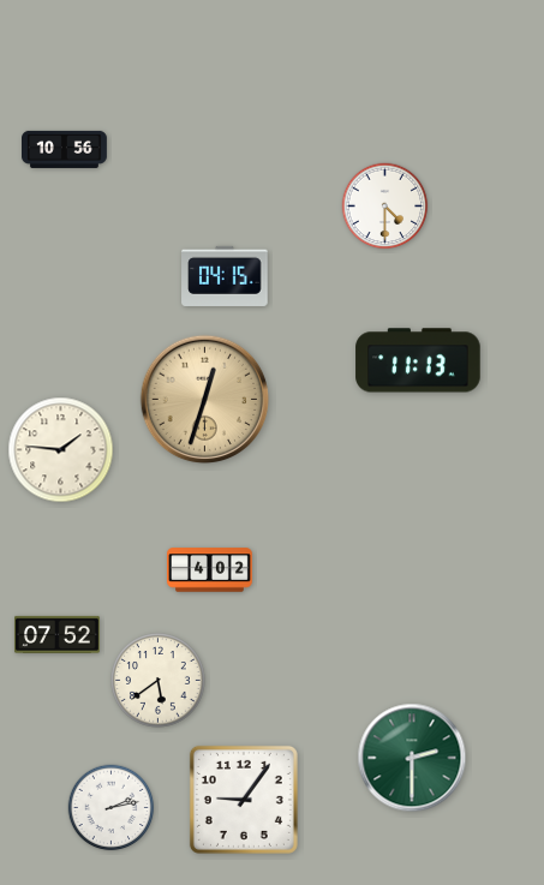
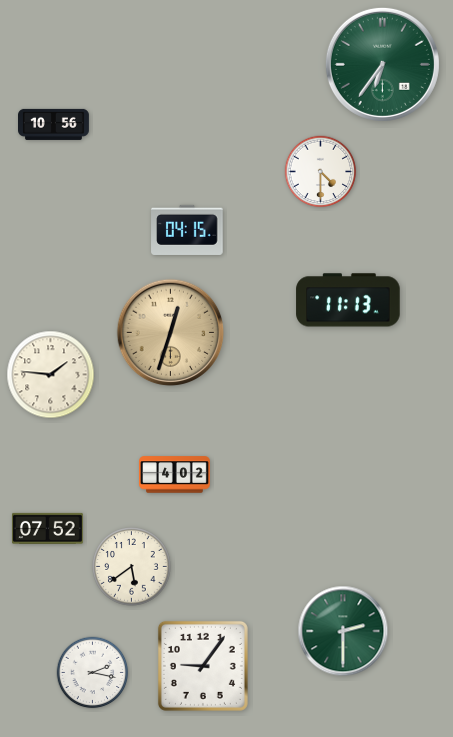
clock at (382, 64): none -> 6:36
clock at (112, 808): 2:13 -> 2:17
